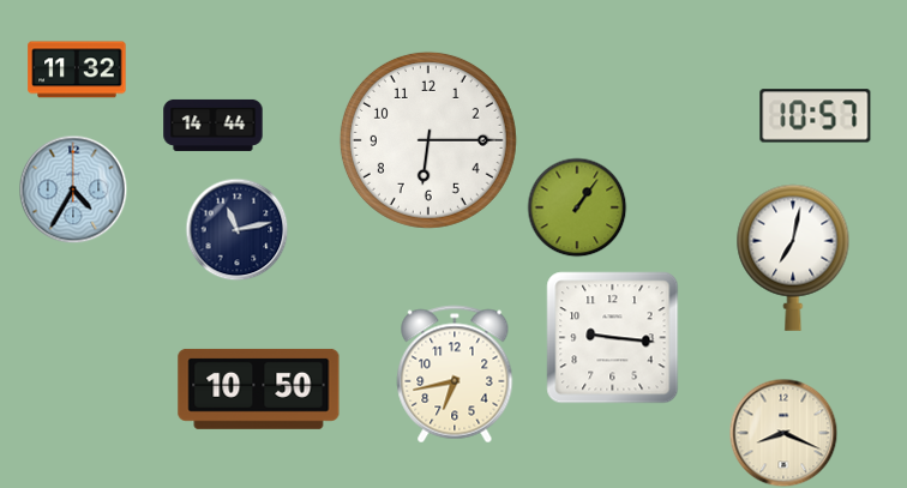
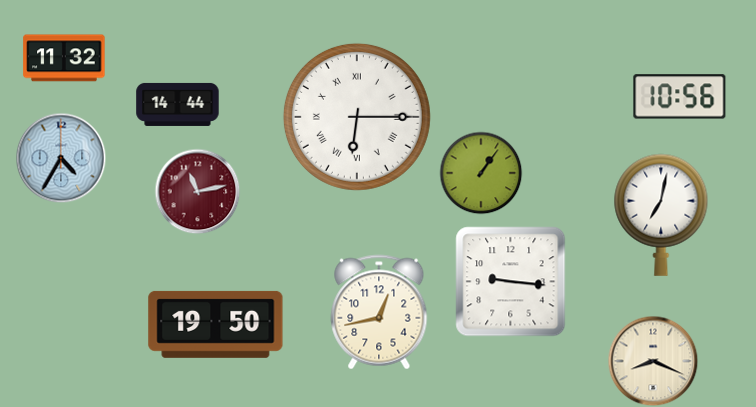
clock at (816, 116): 10:57 -> 10:56
clock at (428, 140) numerals: Arabic -> Roman
clock at (236, 229) dial: navy -> burgundy
clock at (455, 374): 6:43 -> 12:43
clock at (259, 388): 10:50 -> 19:50
